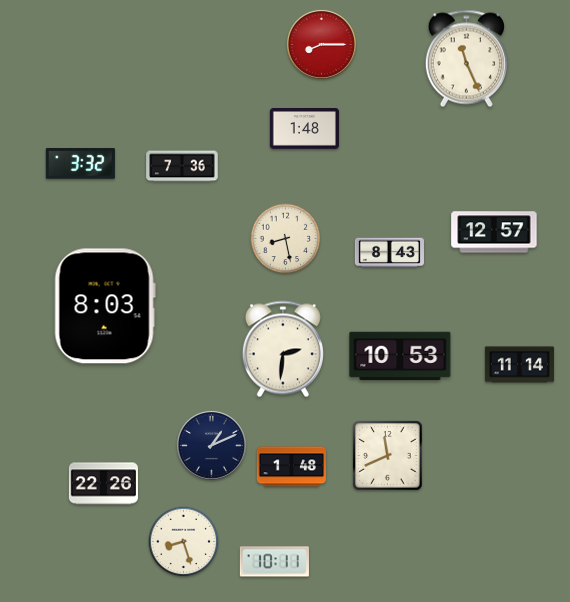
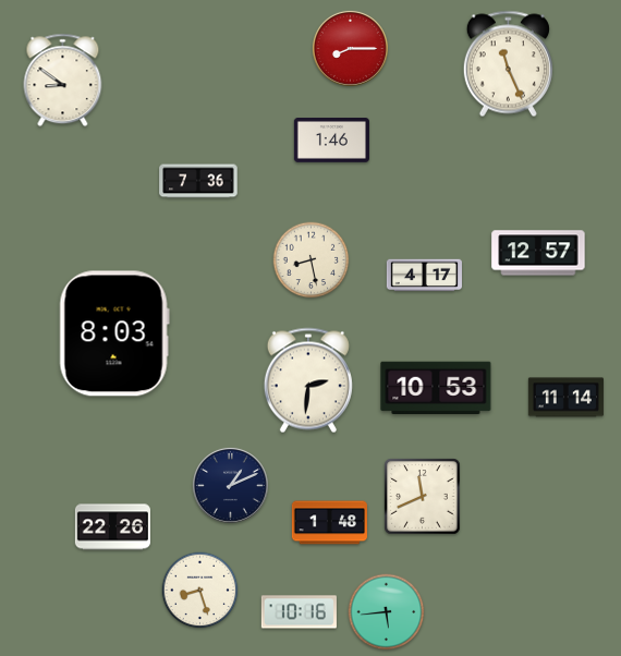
clock at (63, 81): none -> 8:51
clock at (304, 129): 1:48 -> 1:46
clock at (80, 164): 3:32 -> none
clock at (389, 253): 8:43 -> 4:17
clock at (291, 467) position: (291, 467) -> (329, 523)
clock at (274, 562): 10:11 -> 10:16
clock at (387, 612): none -> 5:44
